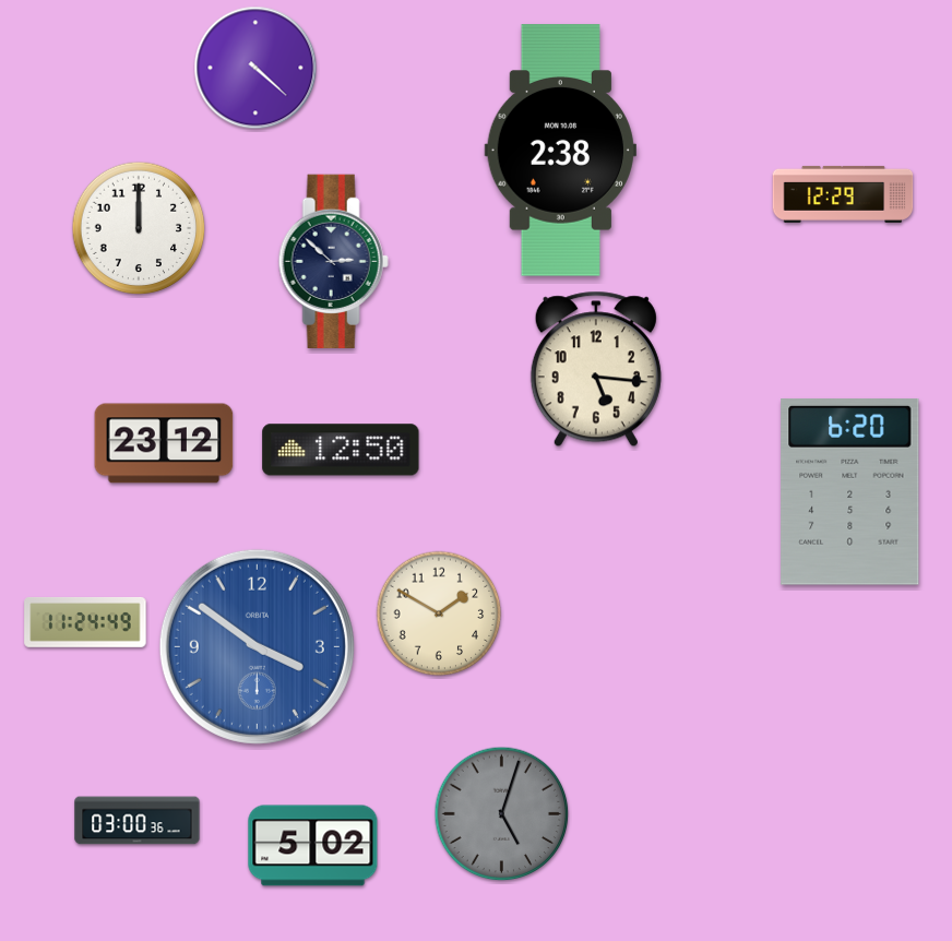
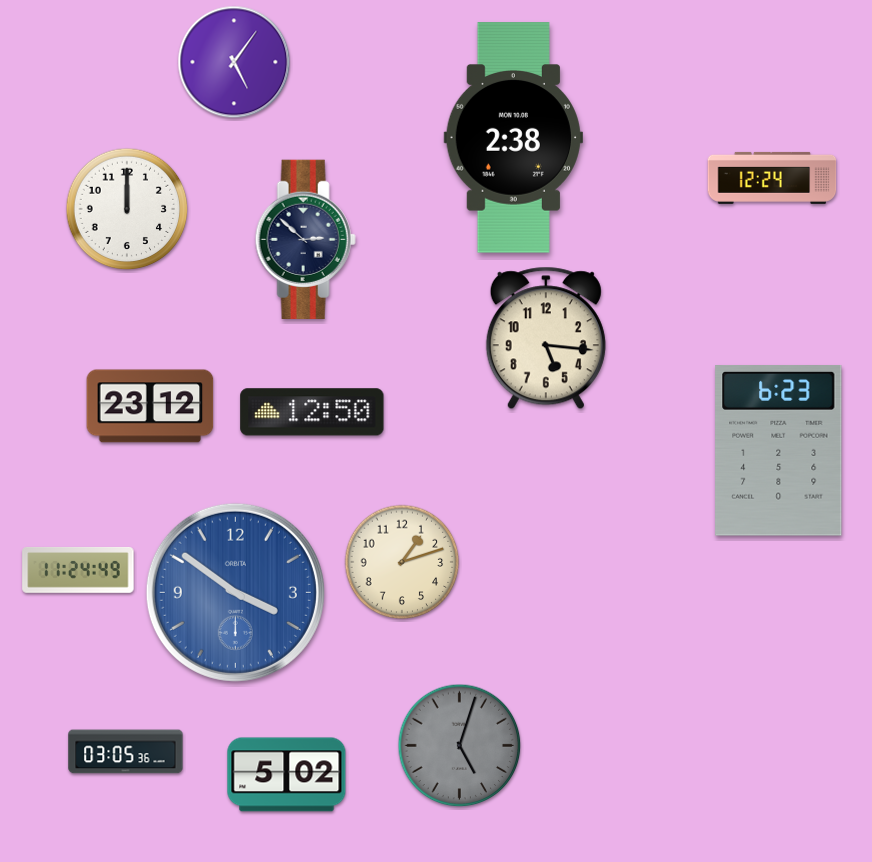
clock at (255, 68): 4:22 -> 5:06
clock at (843, 194): 12:29 -> 12:24
clock at (850, 492): 6:20 -> 6:23
clock at (439, 614): 1:50 -> 1:12
clock at (138, 821): 03:00 -> 03:05
